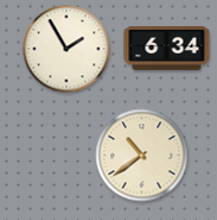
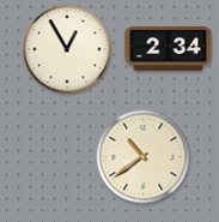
clock at (167, 48): 6:34 -> 2:34
clock at (66, 49): 1:55 -> 12:55
